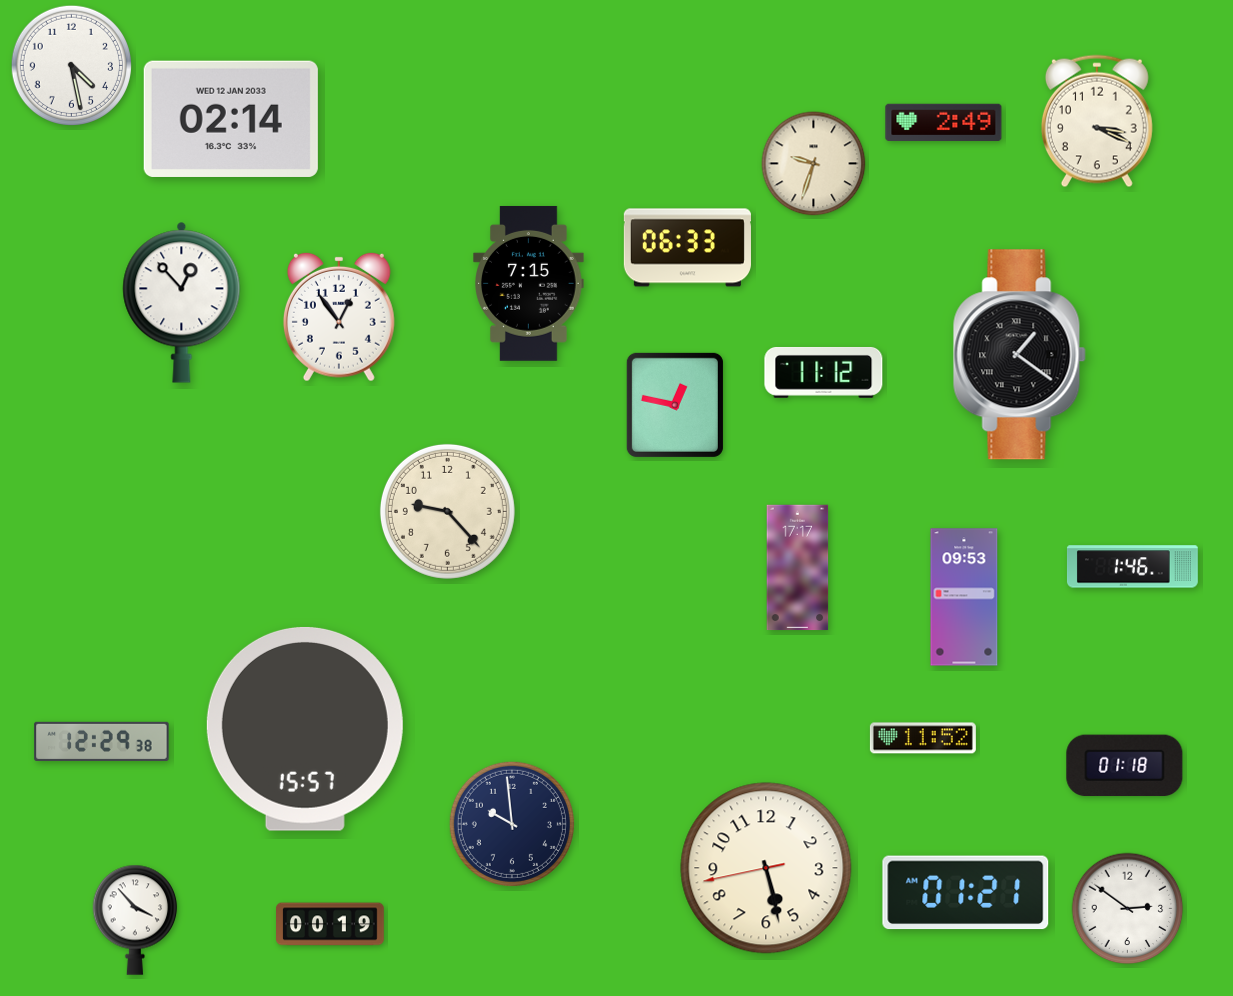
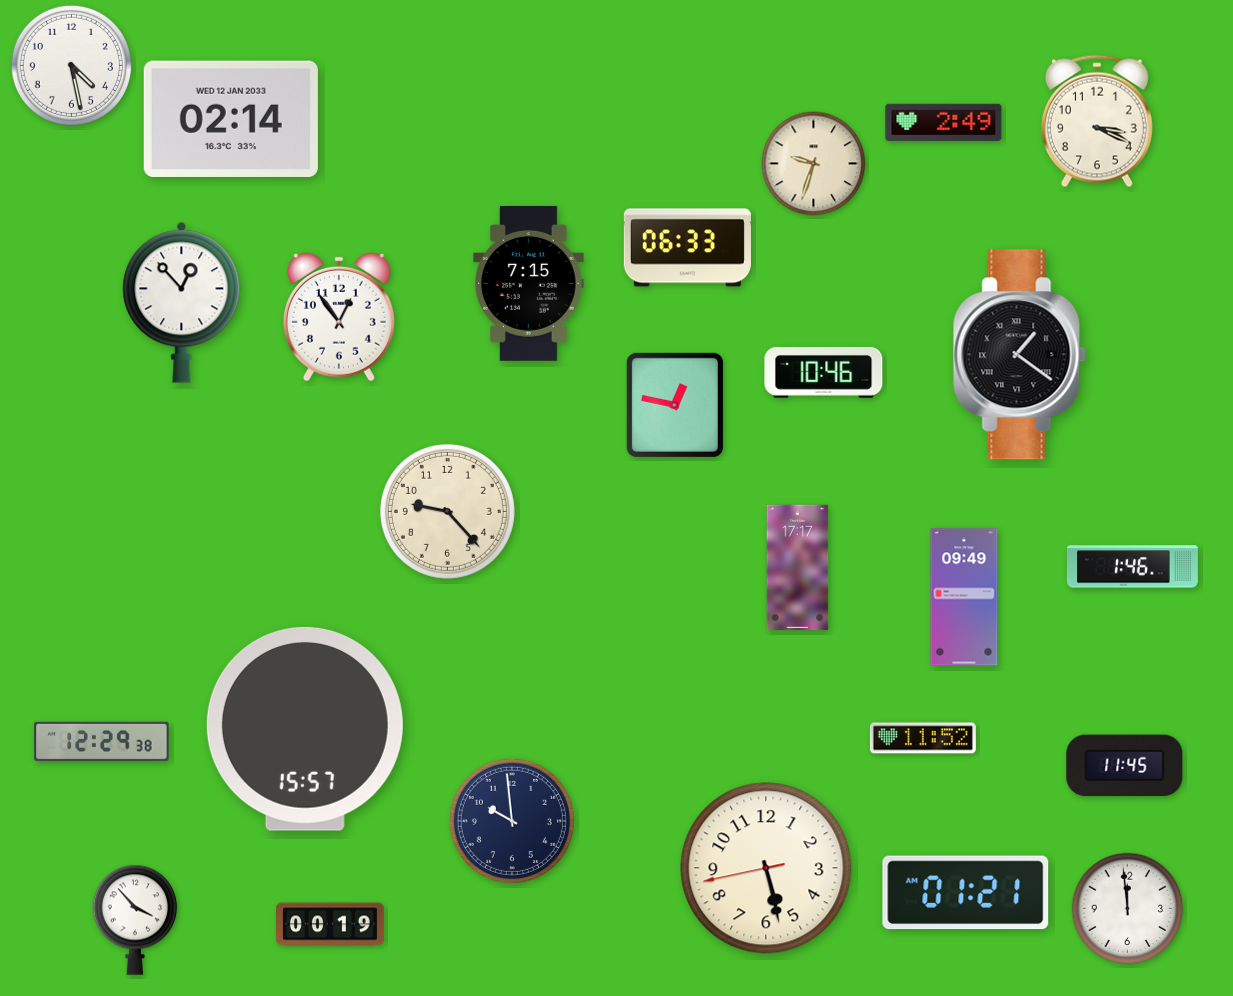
clock at (824, 372): 11:12 -> 10:46
clock at (964, 597): 09:53 -> 09:49
clock at (1125, 766): 01:18 -> 11:45
clock at (512, 824) position: (512, 824) -> (512, 821)
clock at (1128, 909): 2:51 -> 11:59
